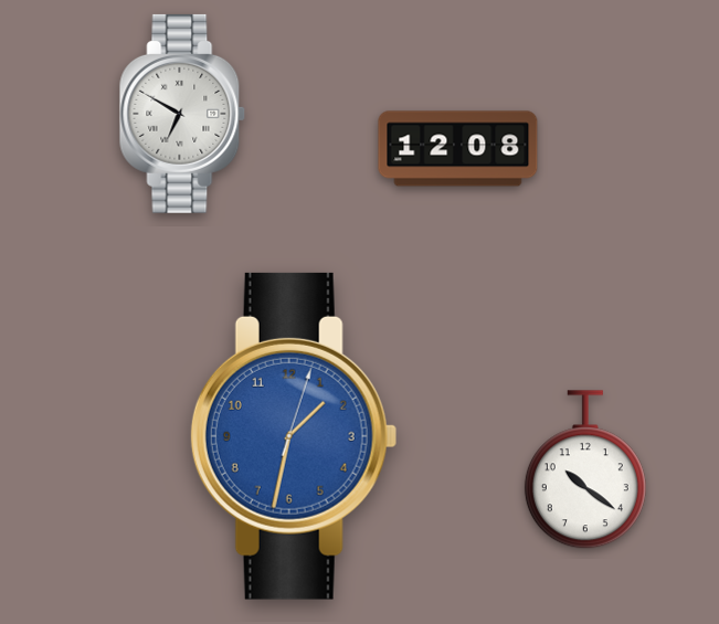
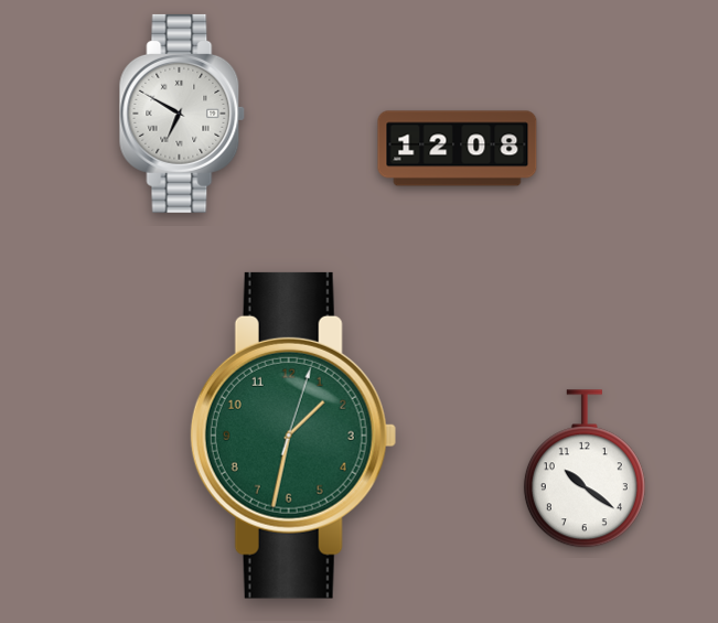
clock at (294, 436) dial: blue -> green
